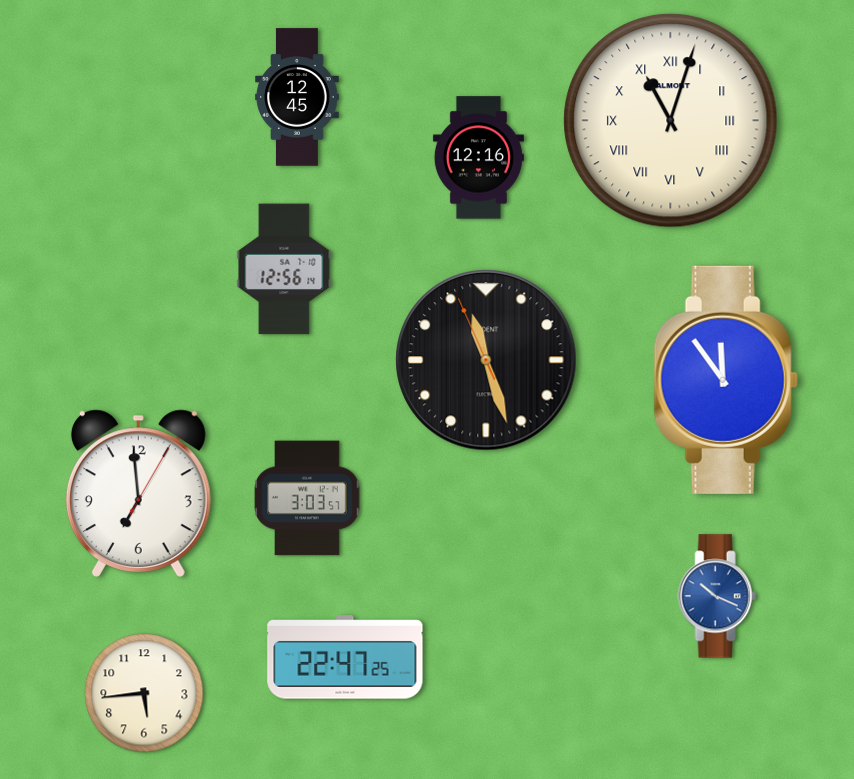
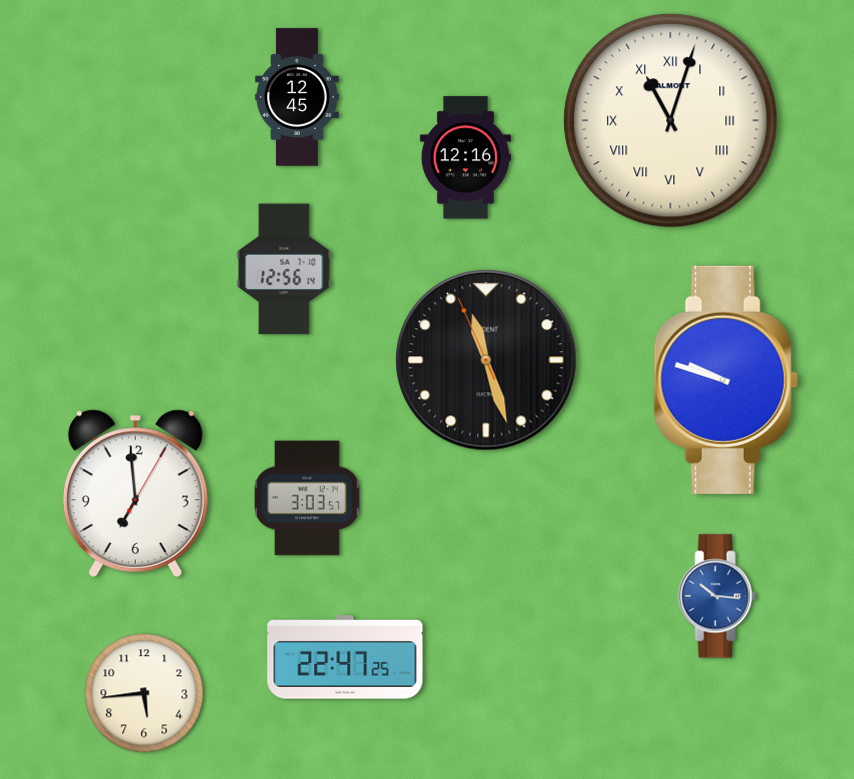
clock at (478, 158) position: (478, 158) -> (465, 158)
clock at (726, 380): 11:54 -> 9:48
clock at (138, 493) position: (138, 493) -> (135, 493)
clock at (717, 596): 10:19 -> 10:16
